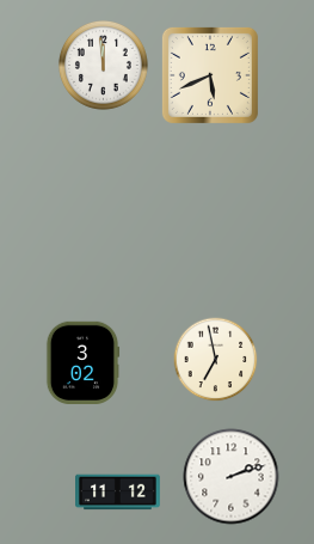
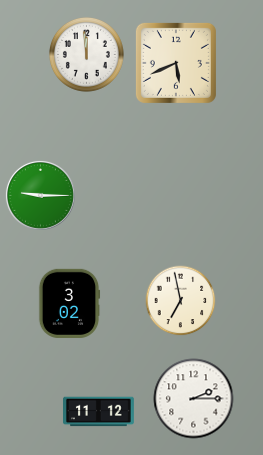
clock at (40, 195): none -> 9:15
clock at (232, 477): 2:12 -> 2:15
